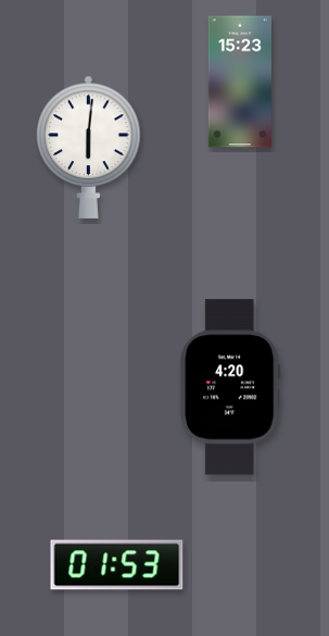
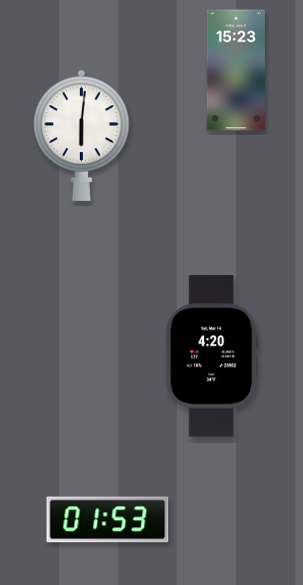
clock at (240, 82) position: (240, 82) -> (236, 70)
